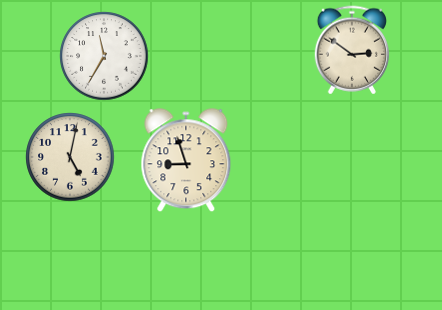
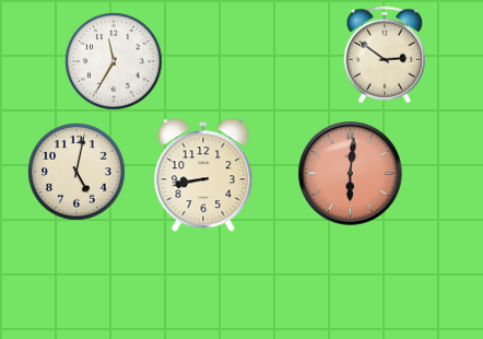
clock at (351, 174): none -> 6:01
clock at (186, 161): 8:57 -> 8:43
